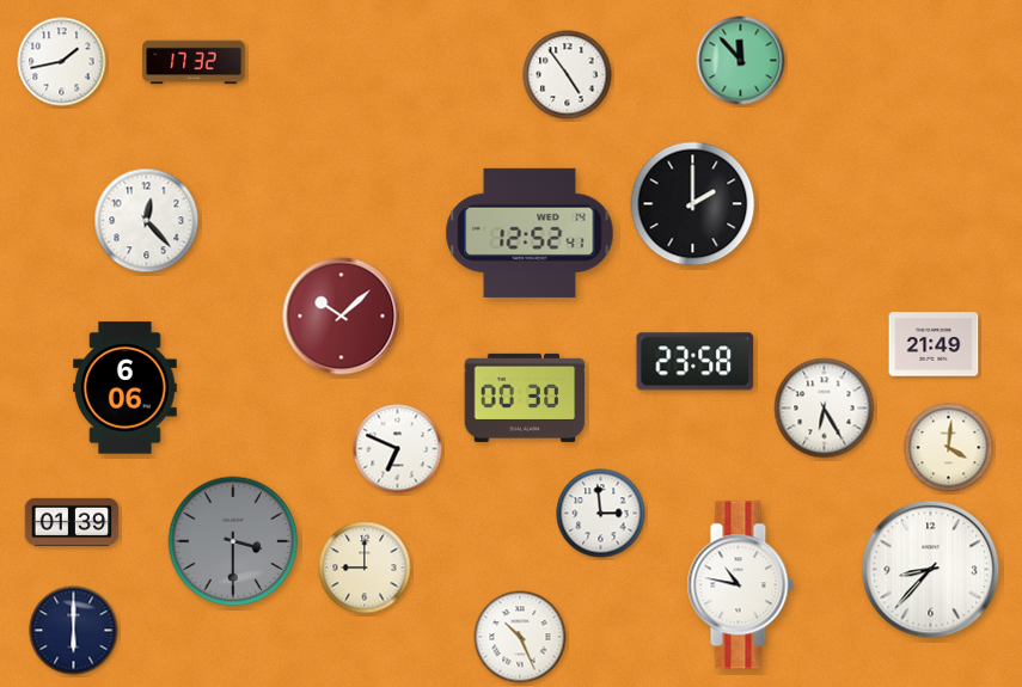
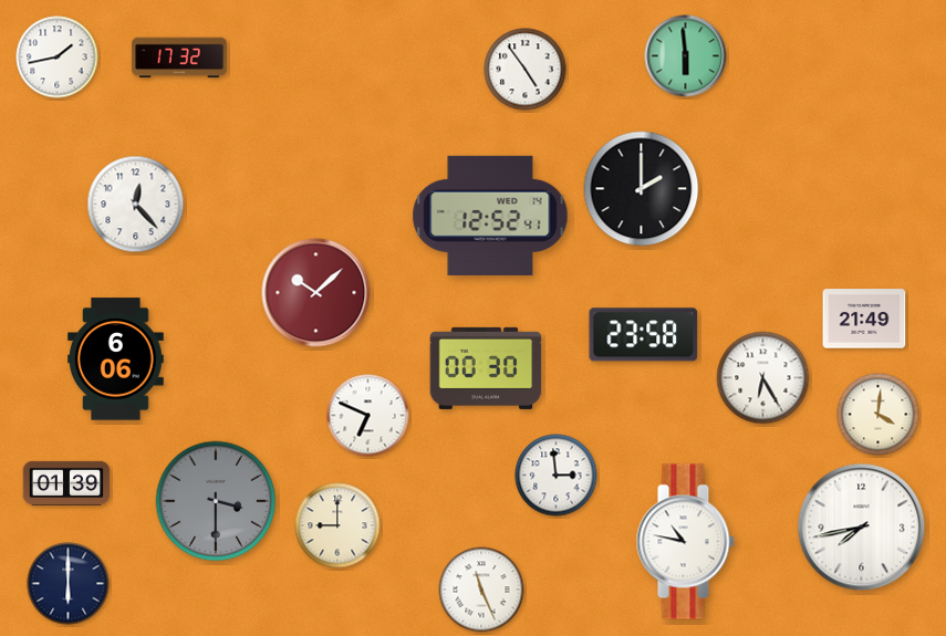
clock at (741, 61): 11:53 -> 5:59
clock at (931, 570): 8:37 -> 7:43
clock at (520, 637): 10:26 -> 11:26
